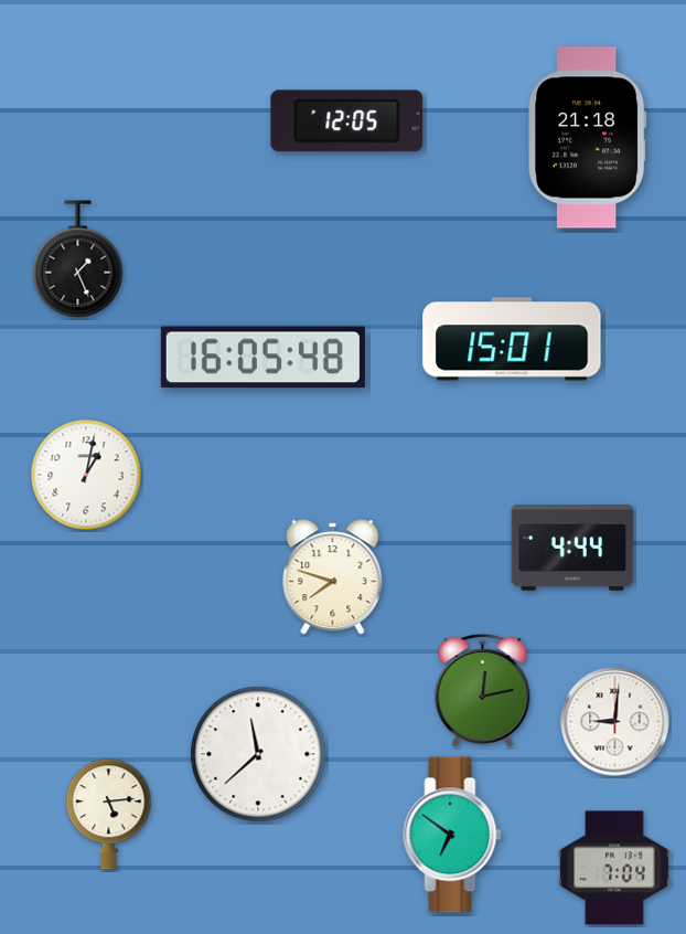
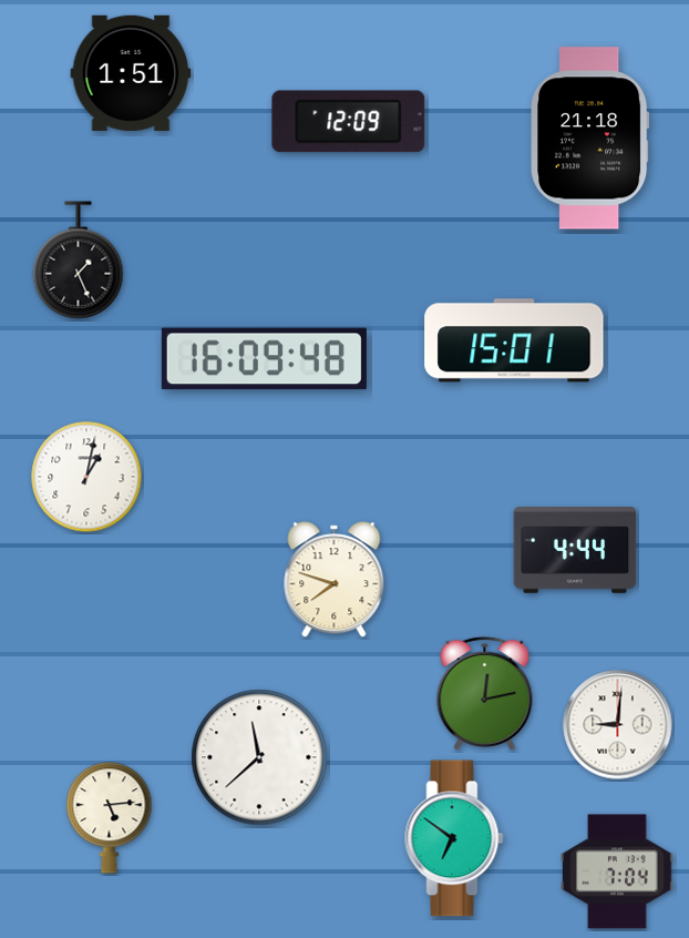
clock at (131, 73): none -> 1:51
clock at (347, 121): 12:05 -> 12:09
clock at (262, 358): 16:05 -> 16:09
